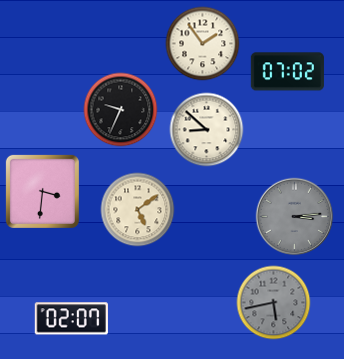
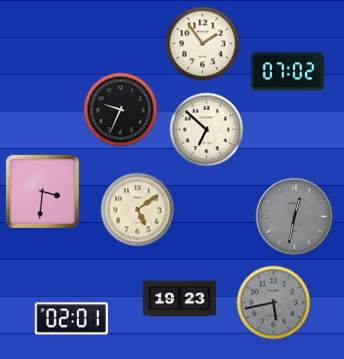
clock at (207, 130): 8:52 -> 6:52
clock at (295, 217): 3:14 -> 12:32
clock at (179, 299): none -> 19:23
clock at (71, 319): 02:07 -> 02:01
